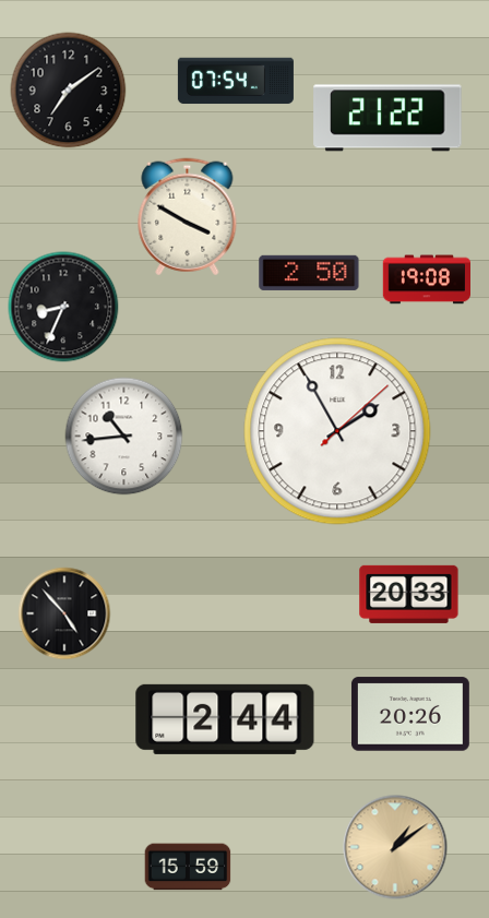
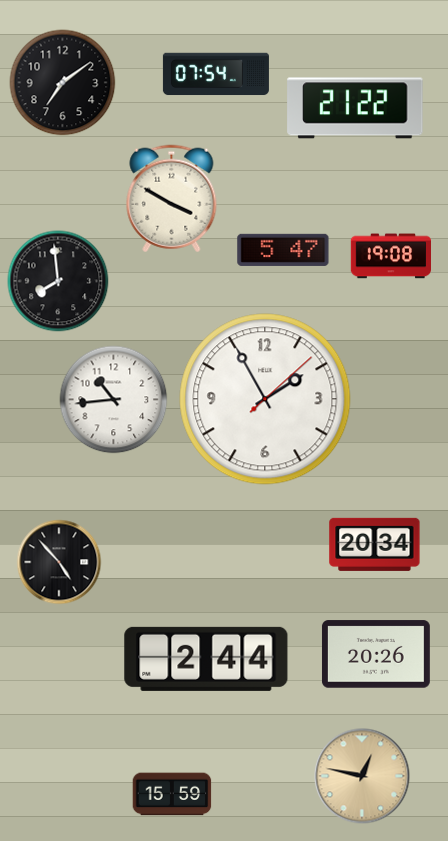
clock at (309, 273): 2:50 -> 5:47
clock at (63, 307): 8:34 -> 7:59
clock at (337, 431) position: (337, 431) -> (265, 399)
clock at (409, 594): 20:33 -> 20:34
clock at (395, 847): 1:09 -> 12:47
